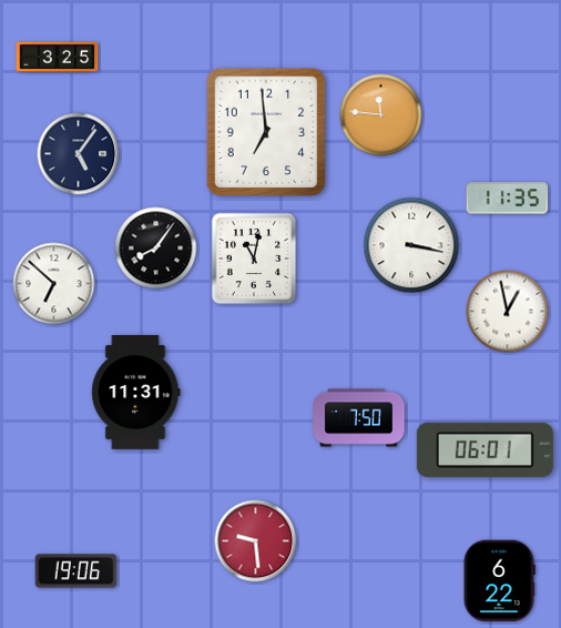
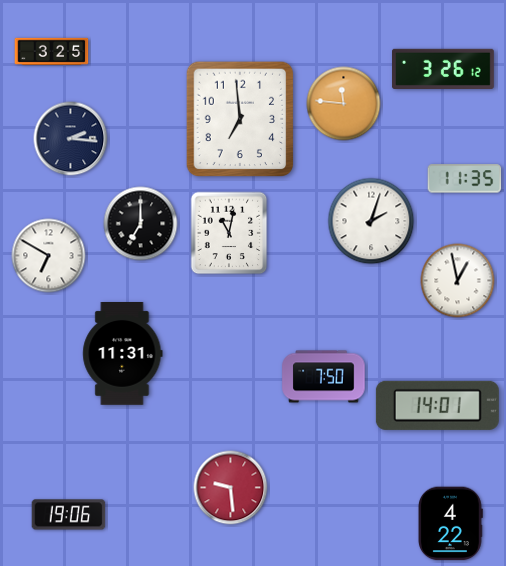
clock at (444, 68): none -> 3:26
clock at (79, 154): 5:06 -> 2:16
clock at (508, 199) position: (508, 199) -> (465, 179)
clock at (411, 245): 3:17 -> 2:03
clock at (156, 249): 8:06 -> 7:00
clock at (54, 284): 6:52 -> 6:50
clock at (484, 449): 06:01 -> 14:01
clock at (500, 581): 6:22 -> 4:22
